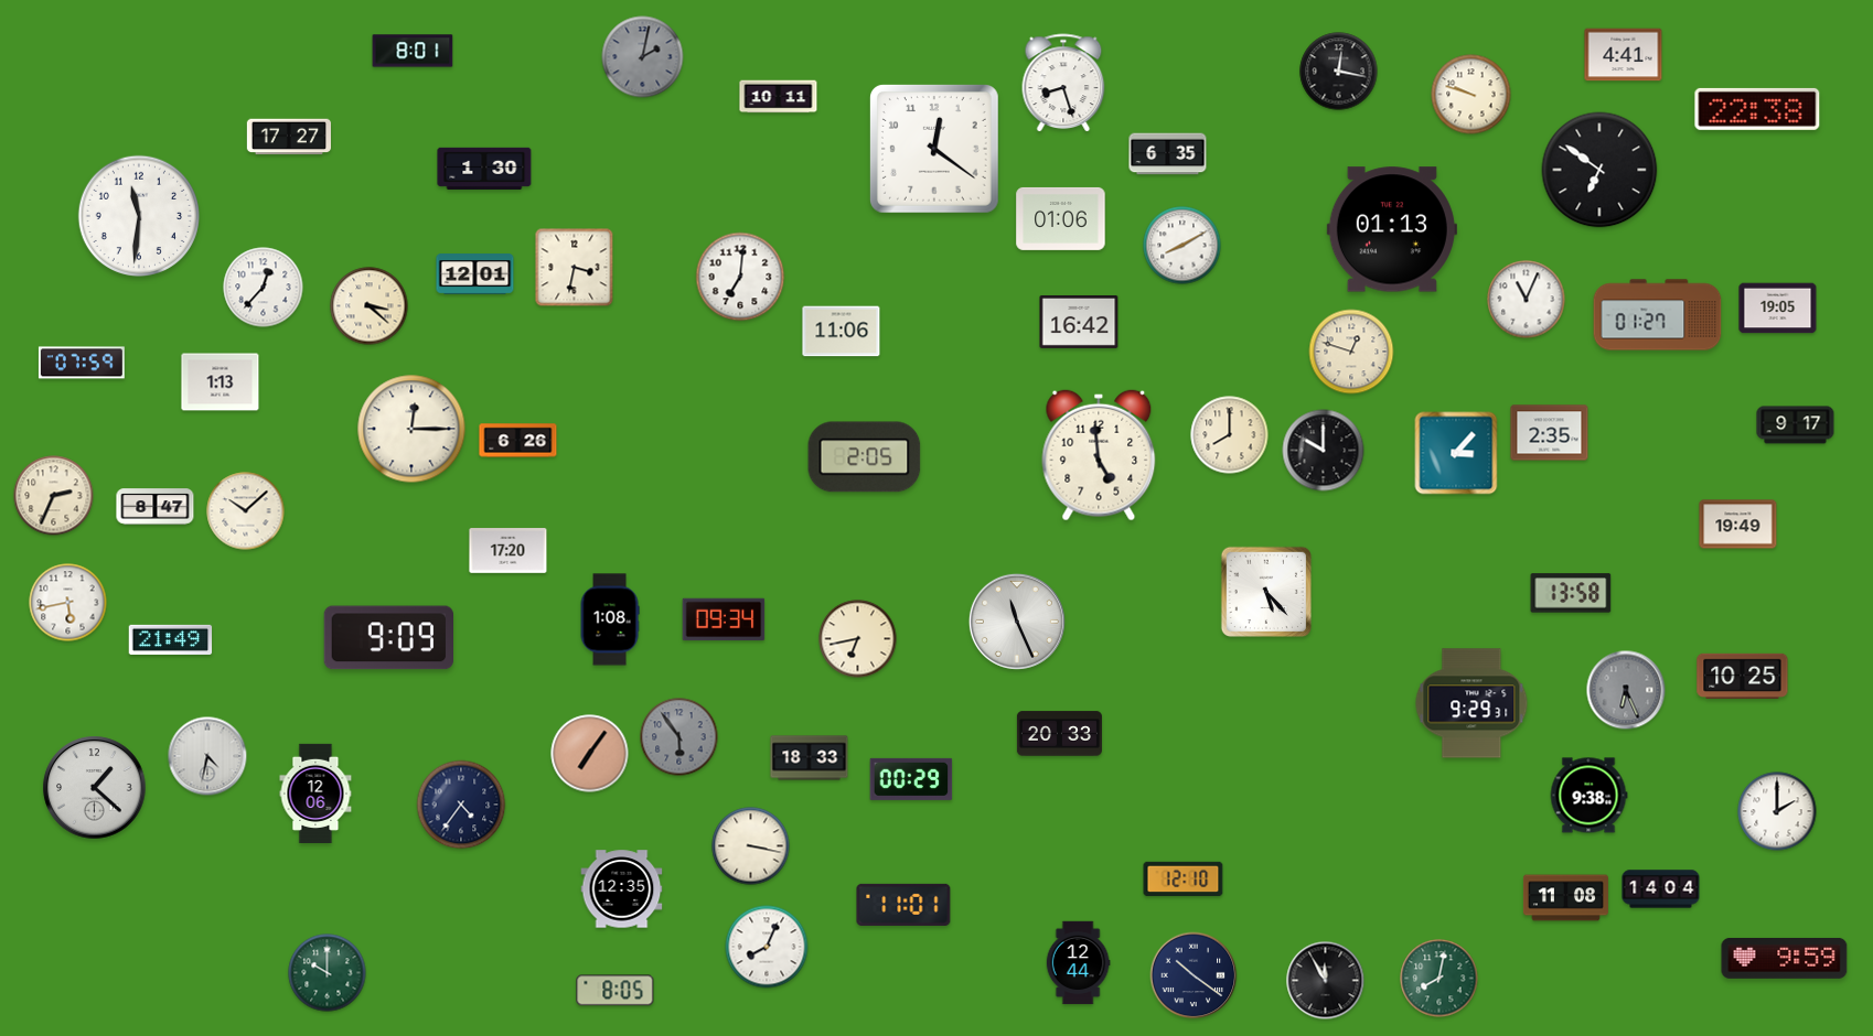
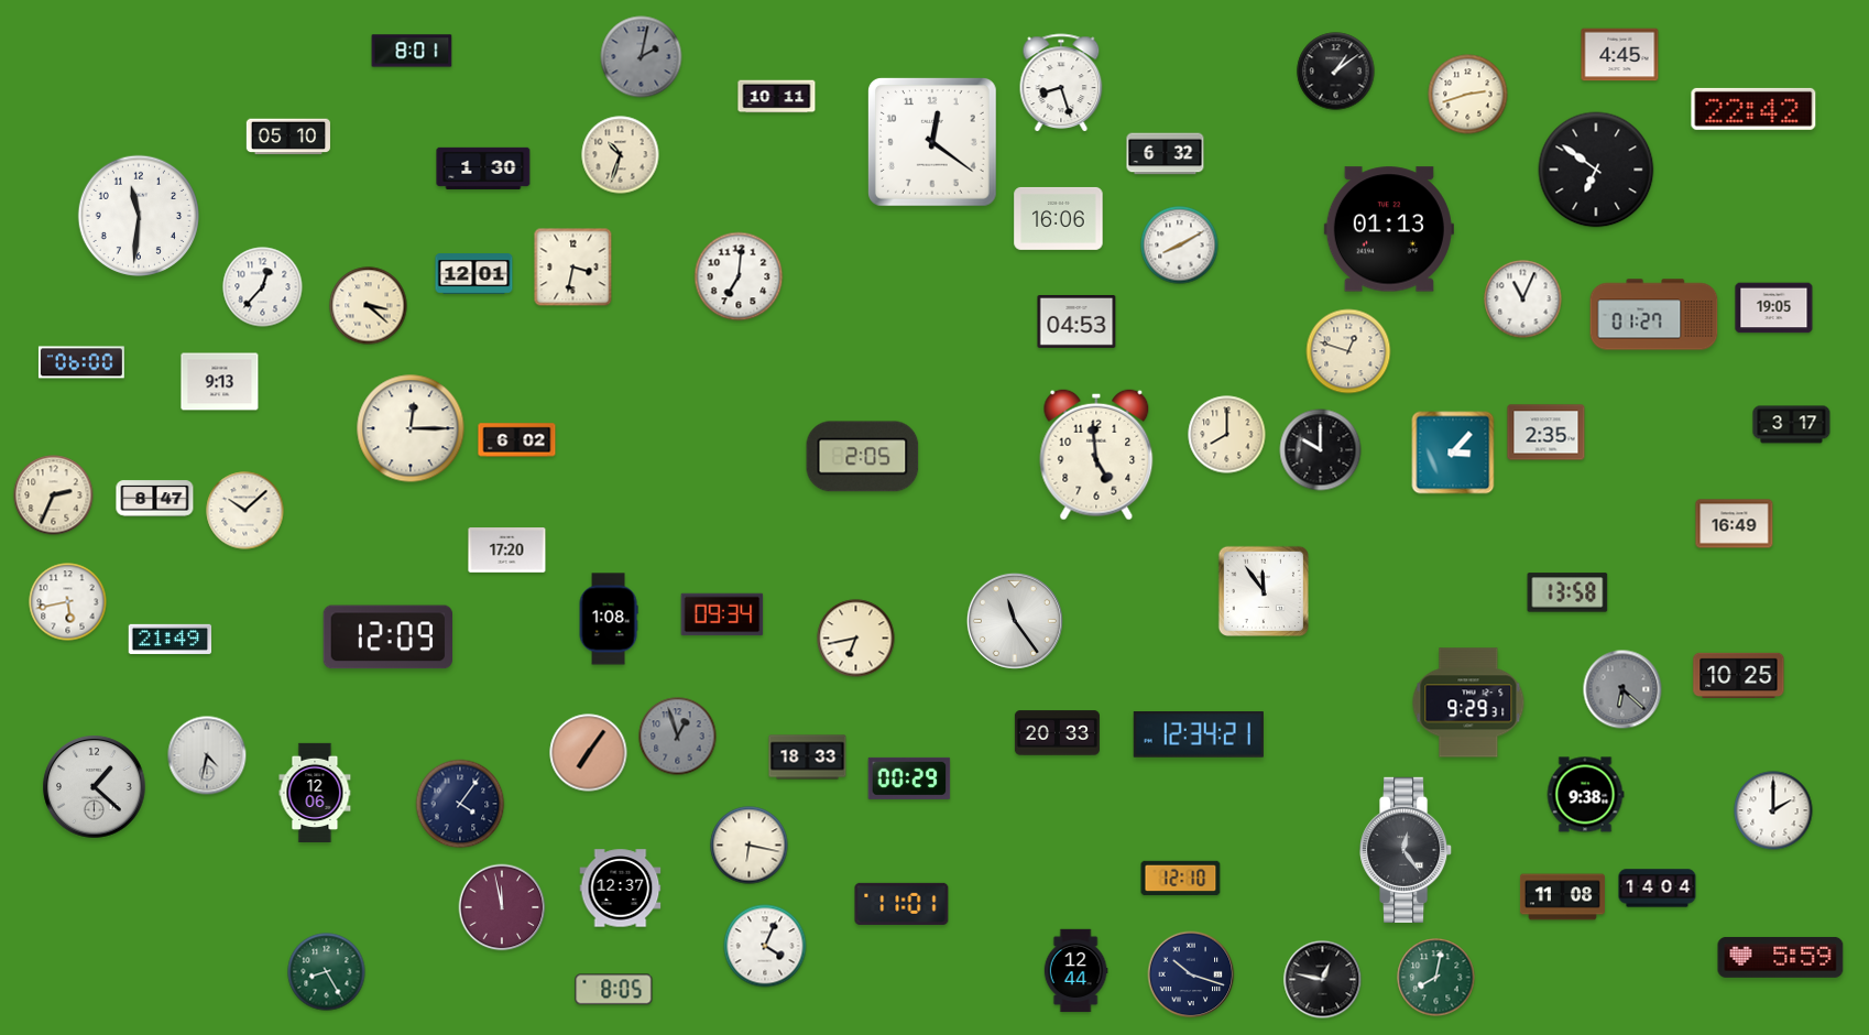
clock at (1624, 55): 4:41 -> 4:45
clock at (1339, 72): 12:17 -> 1:09
clock at (1471, 95): 9:48 -> 2:42
clock at (1757, 109): 22:38 -> 22:42
clock at (289, 137): 17:27 -> 05:10
clock at (934, 149) position: (934, 149) -> (932, 142)
clock at (1168, 154): 6:35 -> 6:32
clock at (621, 155): none -> 10:33
clock at (1061, 218): 01:06 -> 16:06
clock at (1079, 322): 16:42 -> 04:53
clock at (842, 332): 11:06 -> none
clock at (82, 363): 07:59 -> 06:00
clock at (221, 382): 1:13 -> 9:13
clock at (1796, 425): 9:17 -> 3:17
clock at (518, 441): 6:26 -> 6:02
clock at (156, 507) position: (156, 507) -> (155, 499)
clock at (1738, 525): 19:49 -> 16:49
clock at (1265, 591): 5:23 -> 11:54
clock at (724, 619) position: (724, 619) -> (722, 614)
clock at (1017, 622): 11:26 -> 11:24
clock at (388, 638): 9:09 -> 12:09
clock at (1626, 690): 6:26 -> 6:22
clock at (1199, 736): none -> 12:34
clock at (679, 737): 5:54 -> 12:57
clock at (461, 805): 4:36 -> 4:06
clock at (751, 846): 3:17 -> 6:17
clock at (1407, 850): none -> 12:24
clock at (622, 889): 12:35 -> 12:37
clock at (502, 907): none -> 11:58
clock at (767, 947): 8:04 -> 4:04
clock at (1785, 958): 9:59 -> 5:59
clock at (1078, 963) position: (1078, 963) -> (1075, 971)
clock at (328, 973): 10:00 -> 8:25
clock at (1194, 975): 10:21 -> 10:18
clock at (1326, 981): 11:55 -> 12:47
